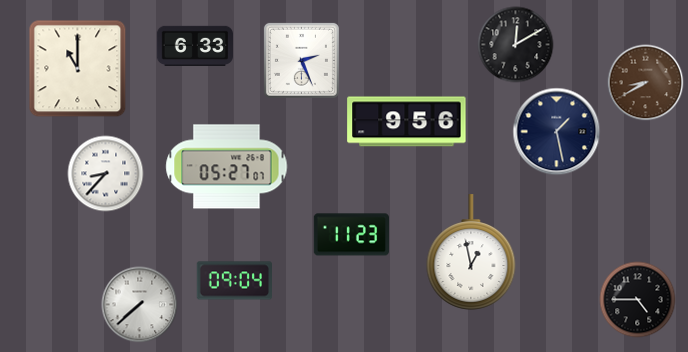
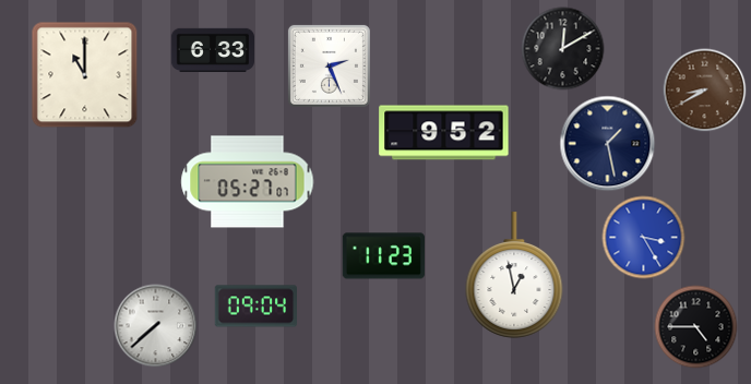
clock at (407, 122): 9:56 -> 9:52
clock at (106, 174): 8:37 -> none
clock at (644, 238): none -> 3:25
clock at (140, 305) position: (140, 305) -> (156, 326)
